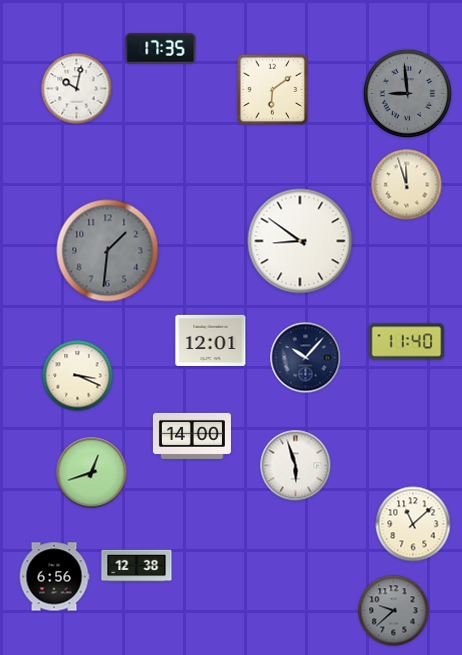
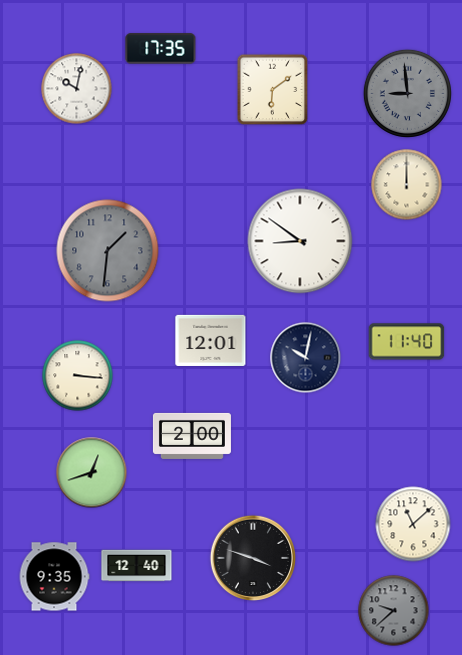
clock at (407, 185): 11:57 -> 12:00
clock at (306, 358): 10:07 -> 10:02
clock at (78, 376): 3:19 -> 3:16
clock at (192, 436): 14:00 -> 2:00
clock at (296, 466): 5:57 -> none
clock at (253, 558): none -> 3:48
clock at (137, 566): 12:38 -> 12:40
clock at (54, 577): 6:56 -> 9:35
